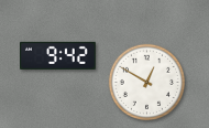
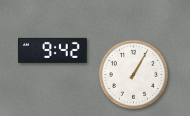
clock at (146, 82): 12:50 -> 1:05
